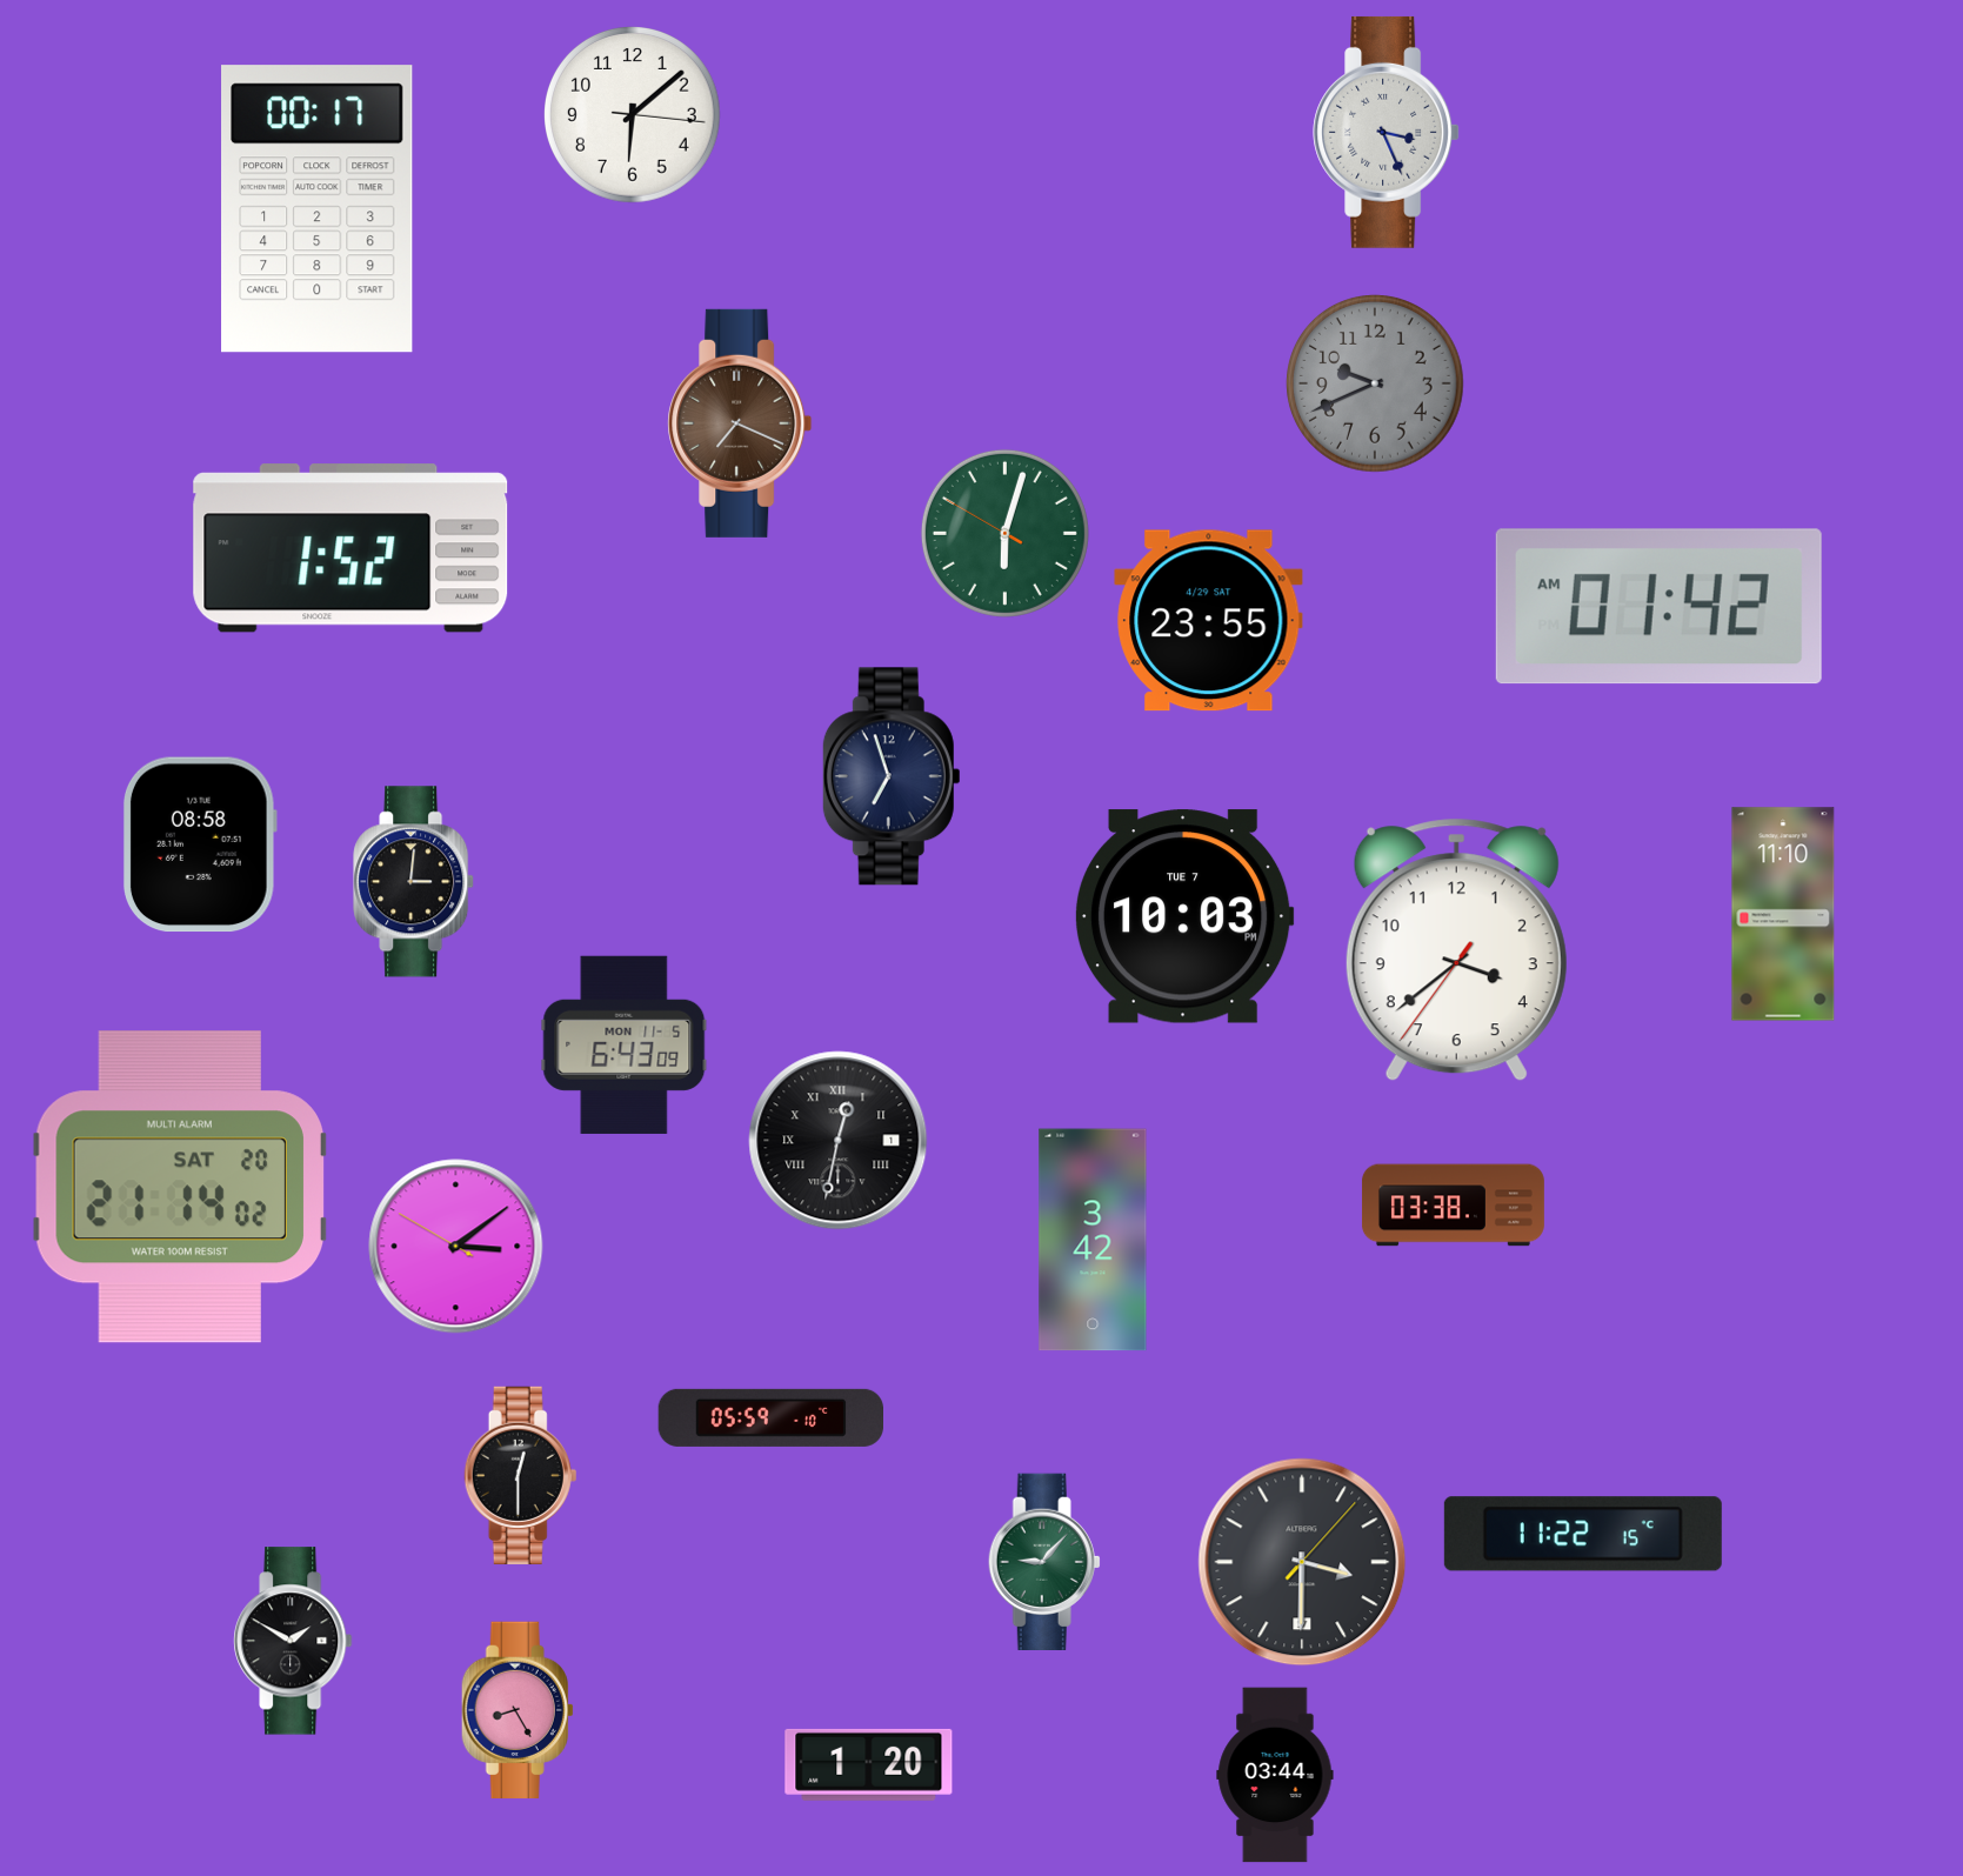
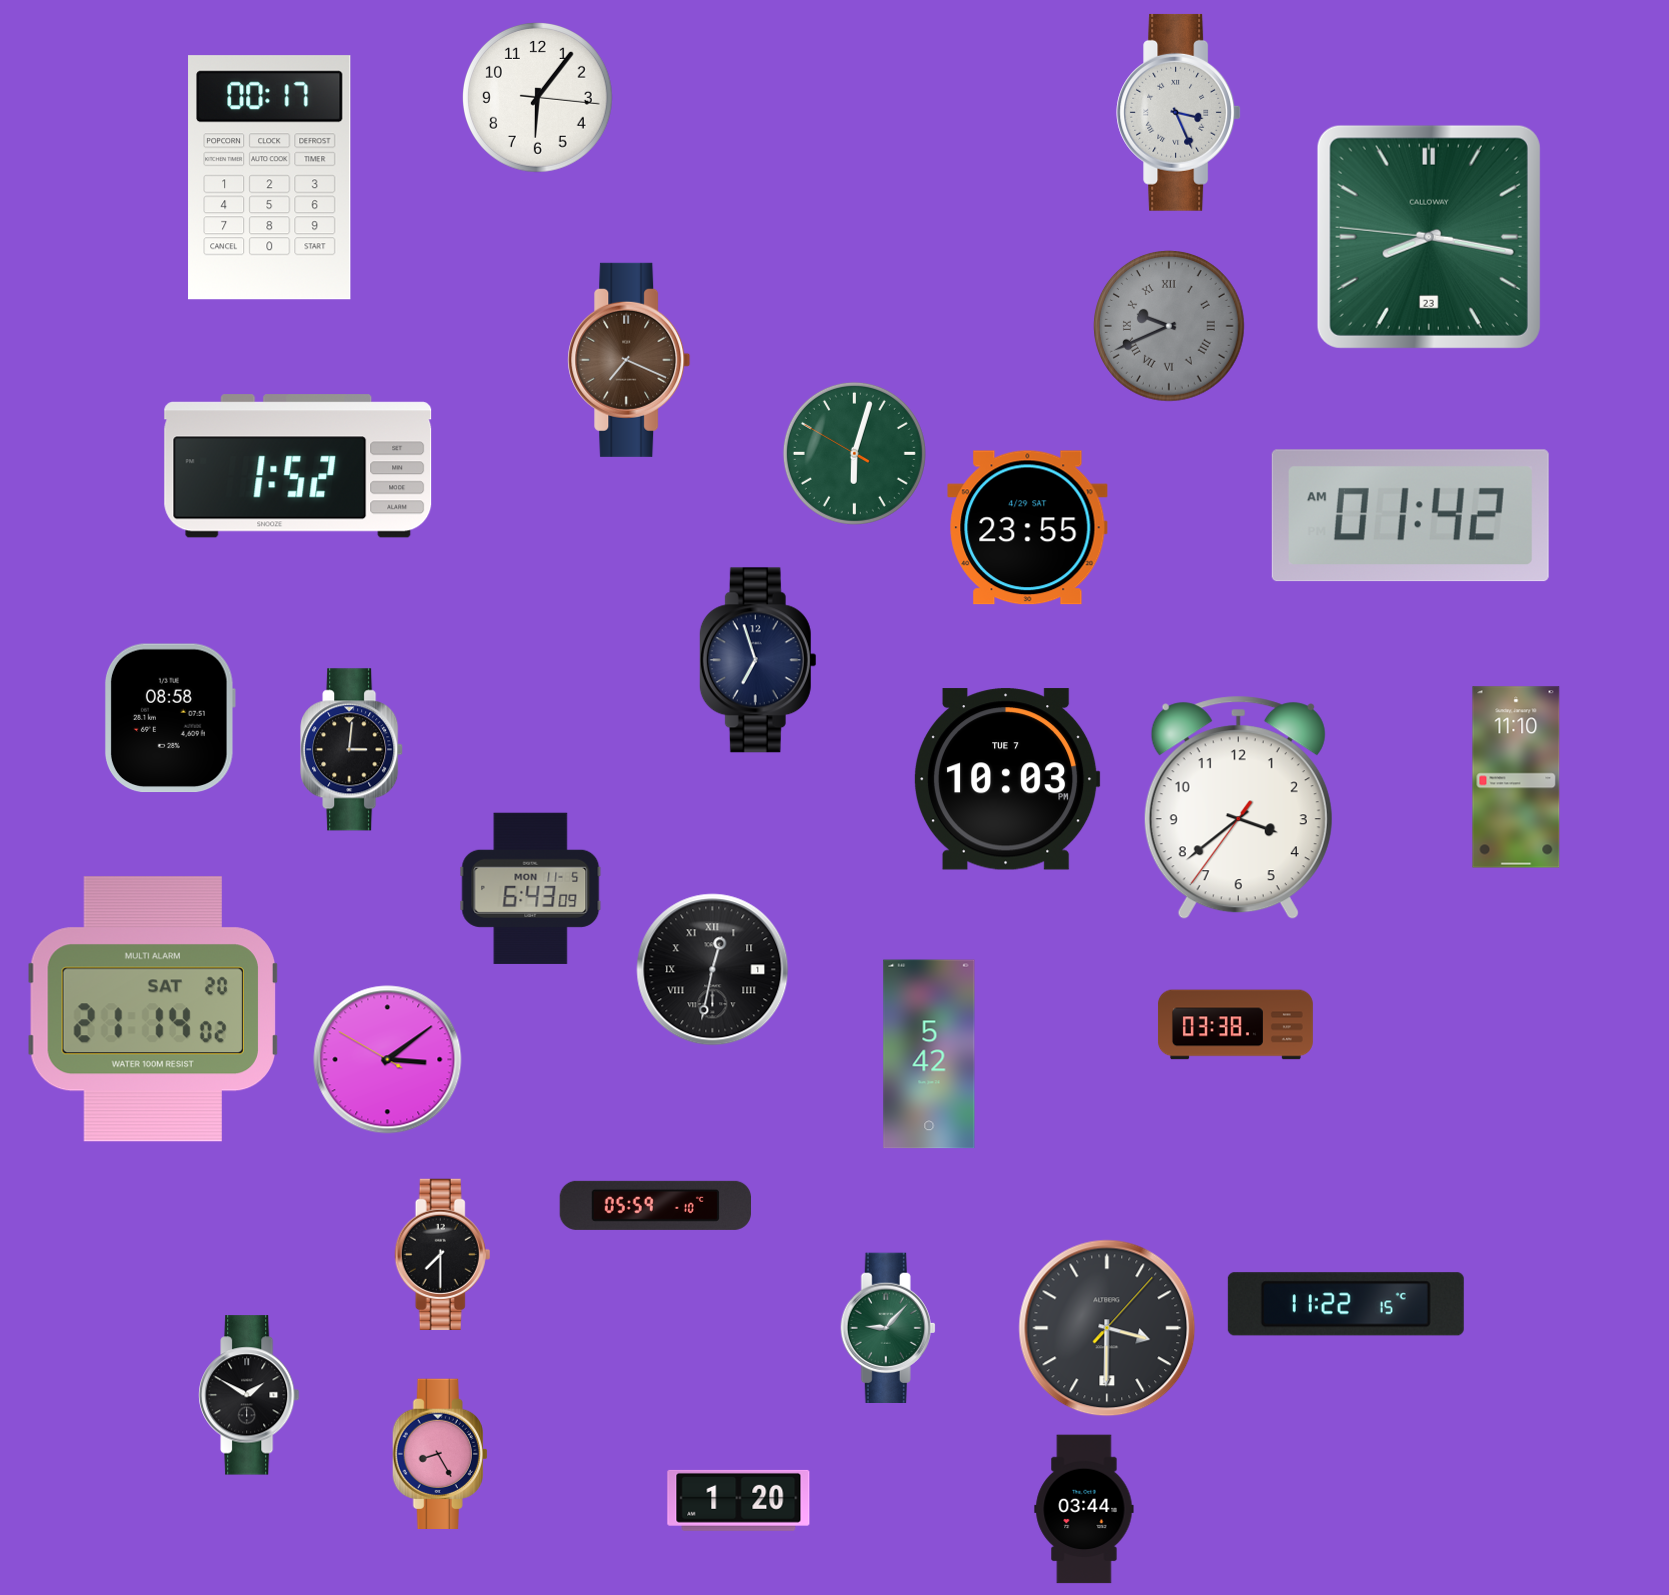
clock at (633, 115): 6:08 -> 6:06
clock at (1429, 237): none -> 8:16
clock at (1376, 385) numerals: Arabic -> Roman
clock at (1093, 1240): 3:42 -> 5:42
clock at (521, 1475): 12:30 -> 7:30
